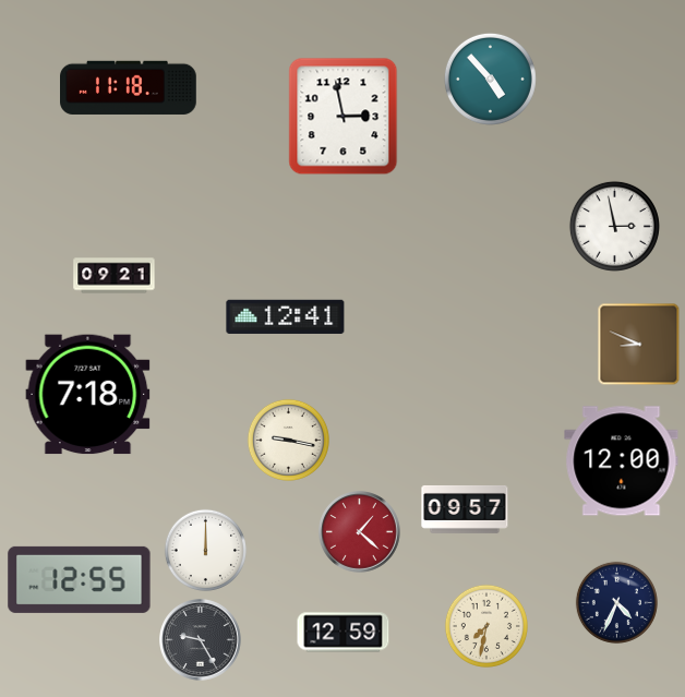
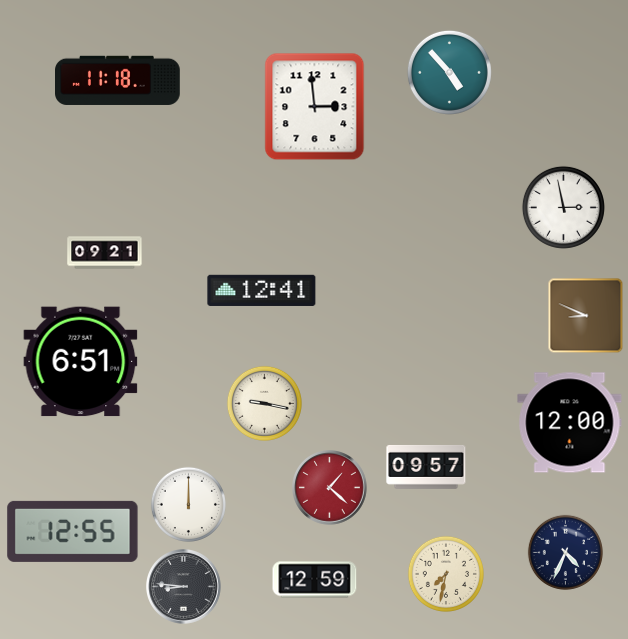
clock at (344, 117): 2:58 -> 2:59
clock at (88, 395): 7:18 -> 6:51
clock at (201, 640): 9:25 -> 8:46
